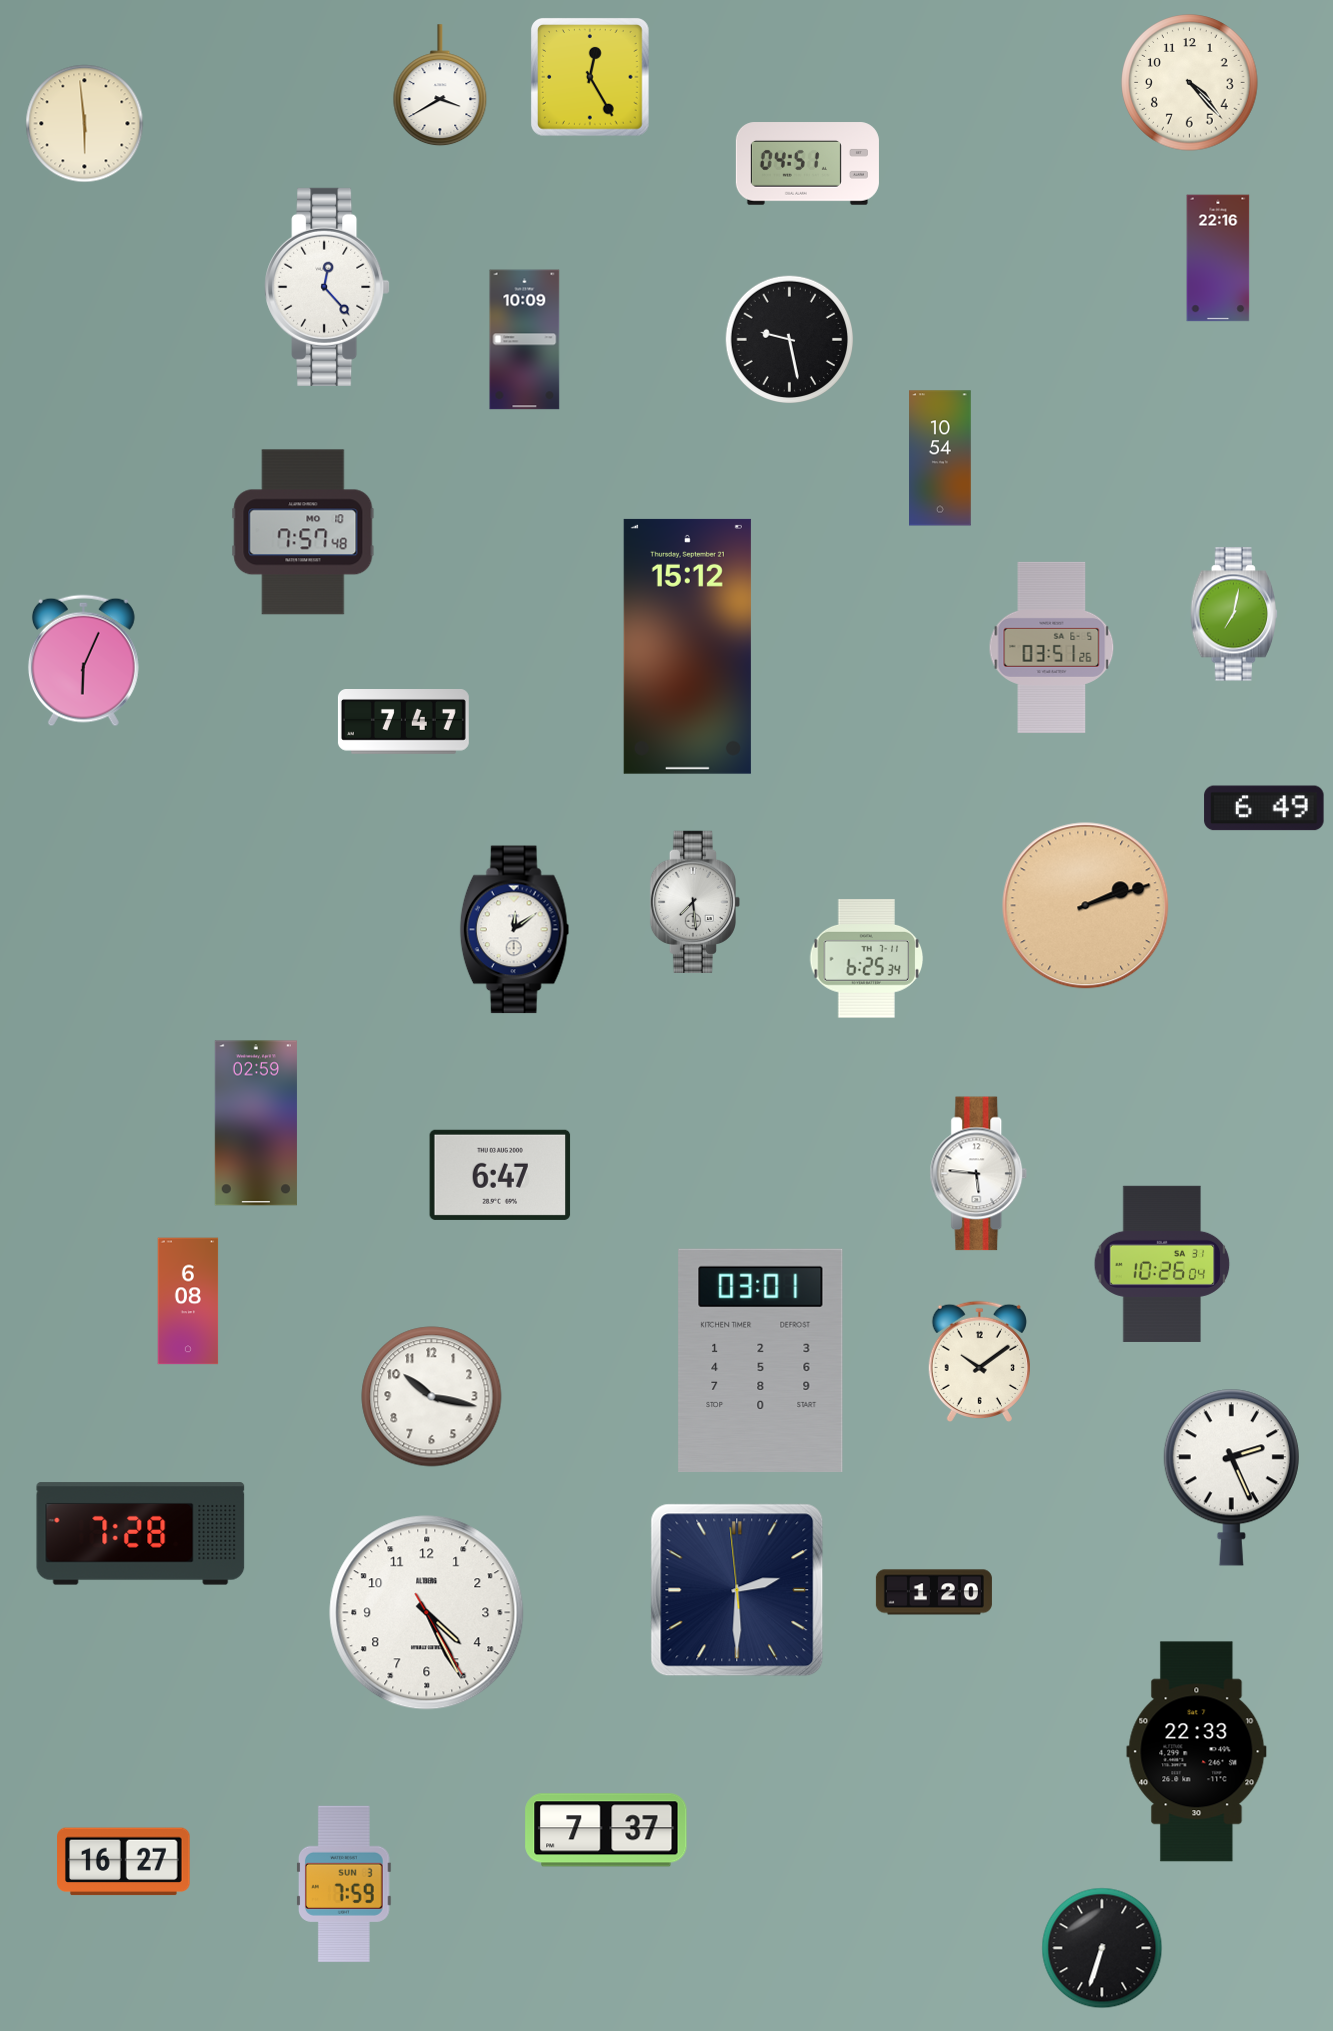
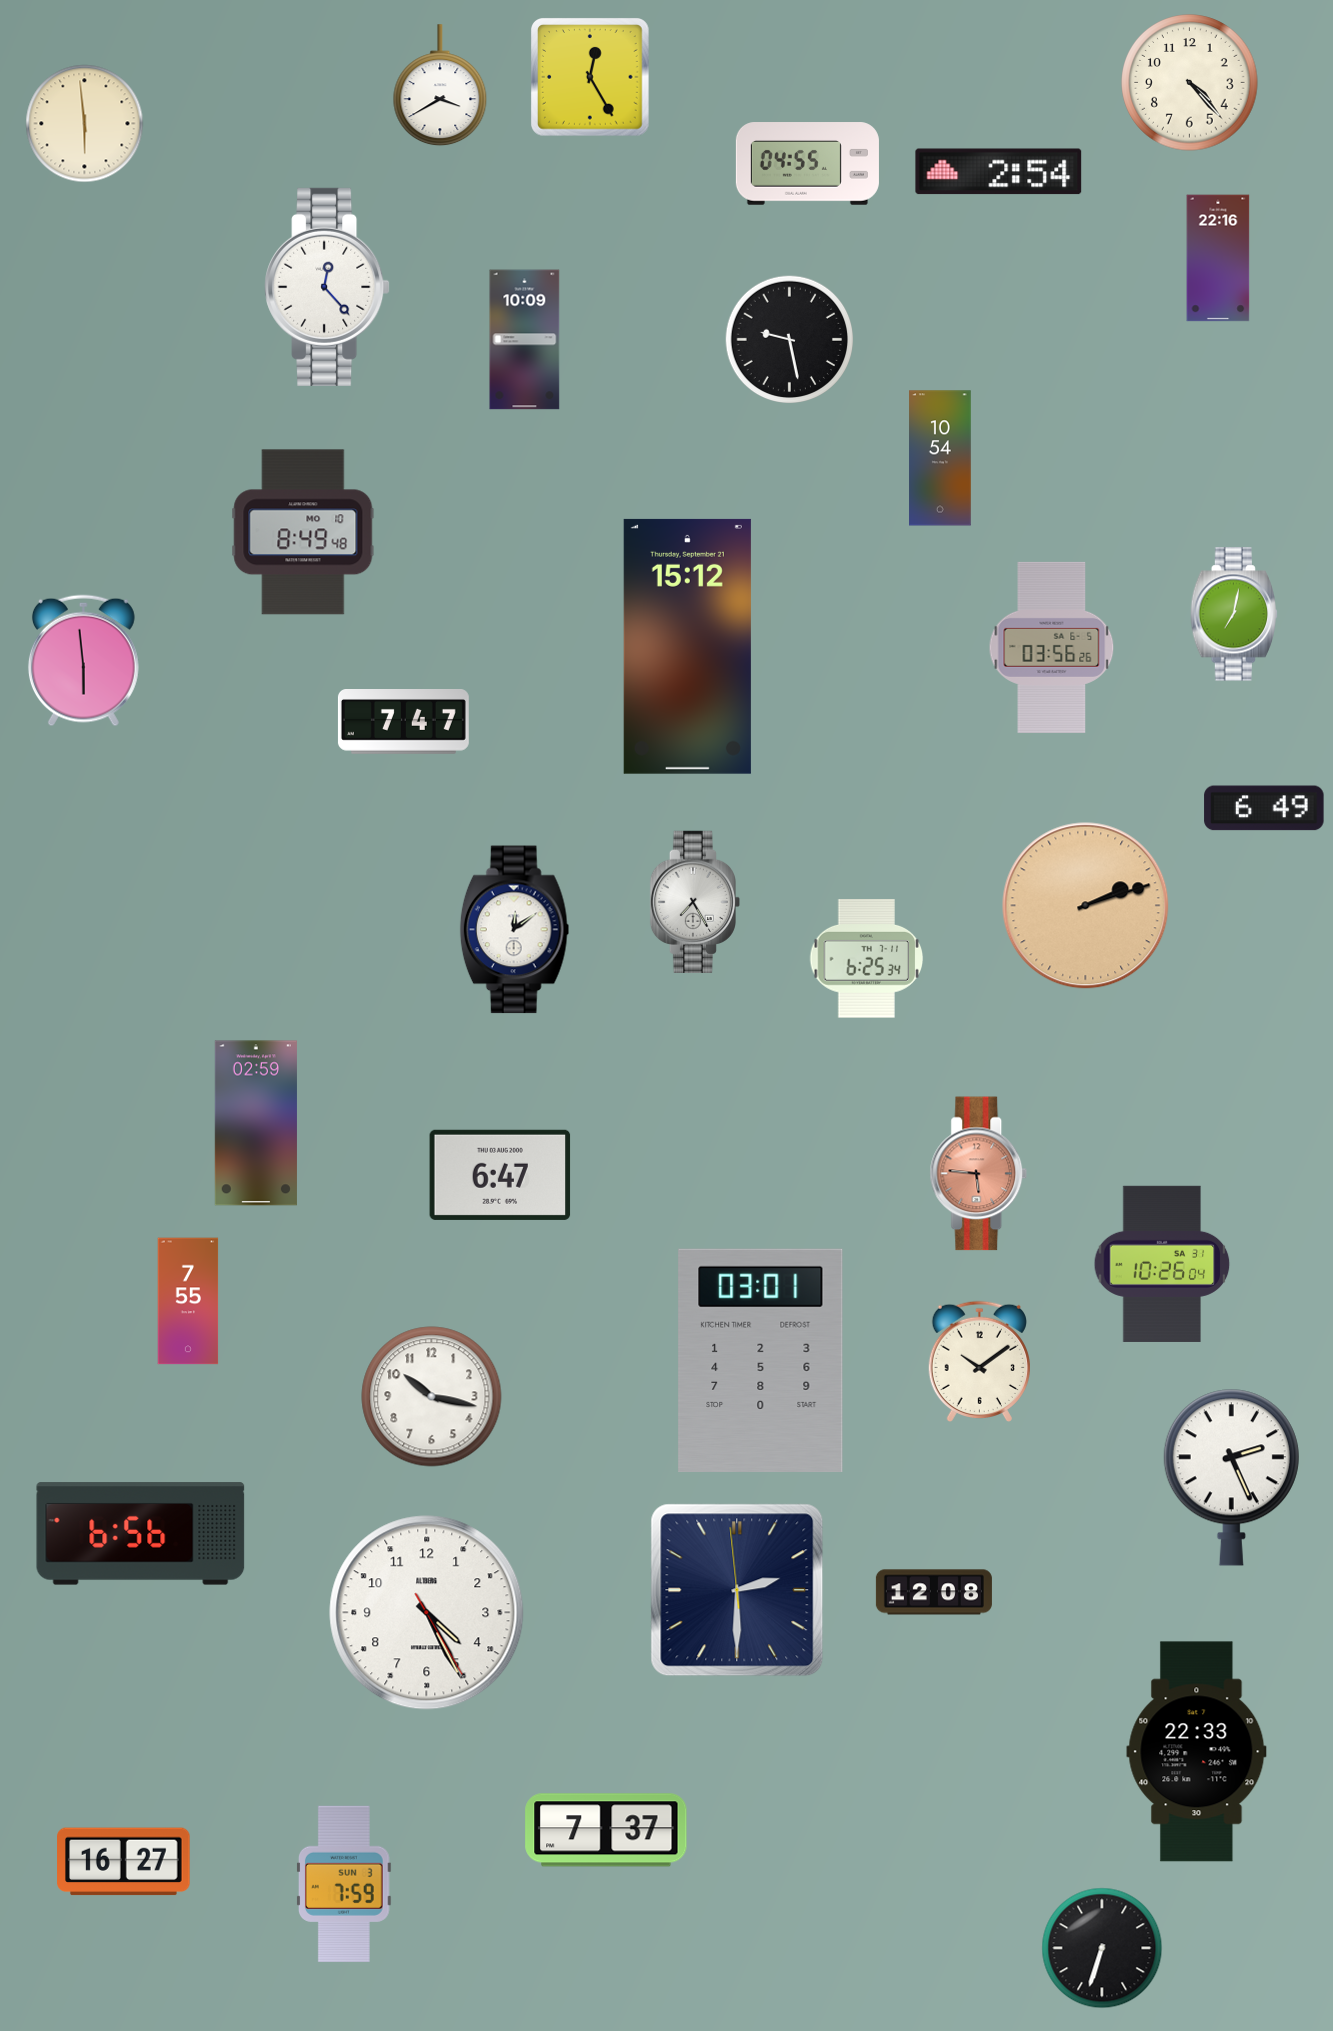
clock at (807, 164): 04:51 -> 04:55
clock at (999, 172): none -> 2:54
clock at (303, 532): 7:57 -> 8:49
clock at (1052, 647): 03:51 -> 03:56
clock at (83, 661): 6:04 -> 5:59
clock at (694, 902): 7:29 -> 7:25
clock at (979, 1174) dial: white -> salmon
clock at (188, 1301): 6:08 -> 7:55
clock at (141, 1534): 7:28 -> 6:56
clock at (934, 1592): 1:20 -> 12:08
